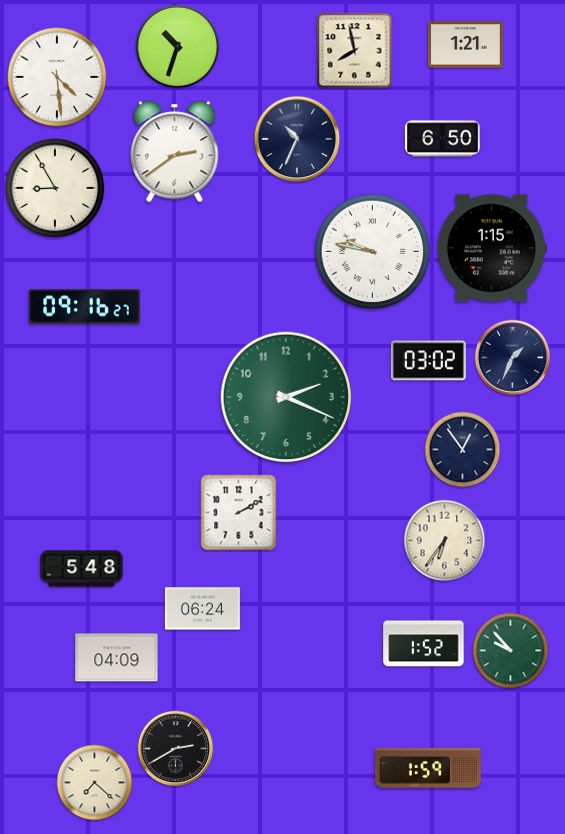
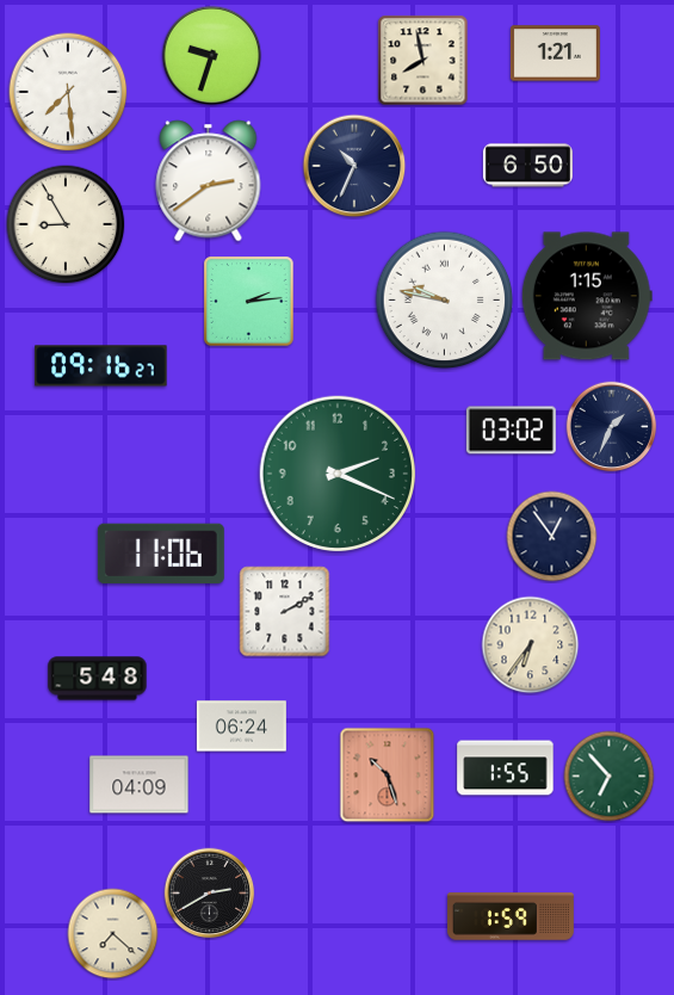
clock at (178, 47): 10:33 -> 9:33
clock at (57, 77): 4:29 -> 7:29
clock at (249, 302): none -> 2:14
clock at (286, 397) position: (286, 397) -> (338, 474)
clock at (161, 554): none -> 11:06
clock at (424, 644): 1:52 -> 1:55
clock at (388, 775): none -> 10:27
clock at (511, 651): 9:53 -> 6:53
